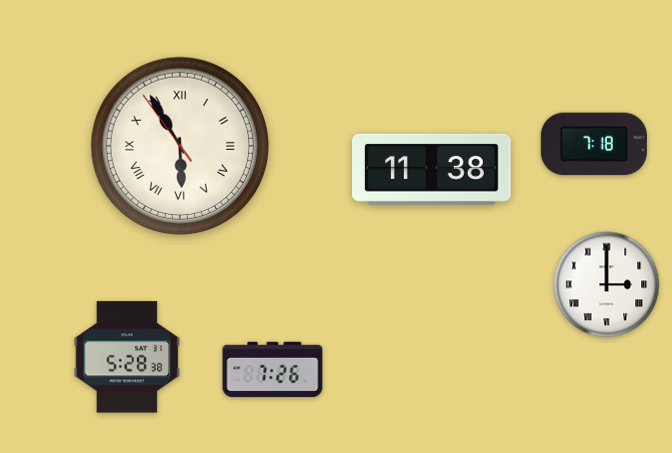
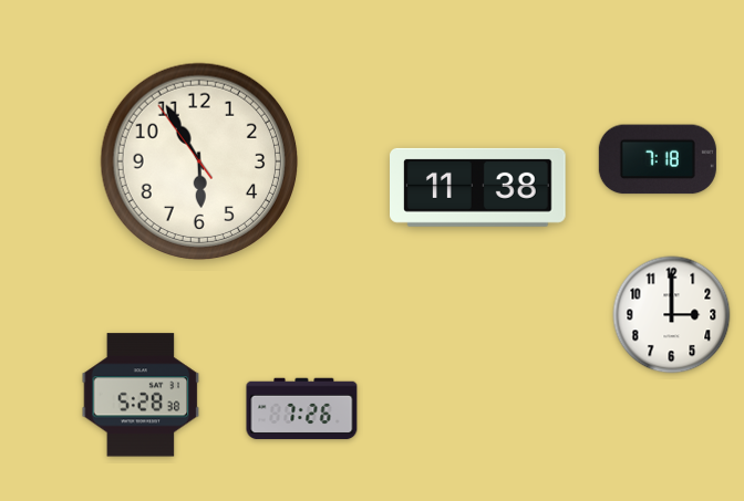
clock at (180, 146) numerals: Roman -> Arabic
clock at (607, 285) numerals: Roman -> Arabic
